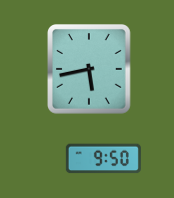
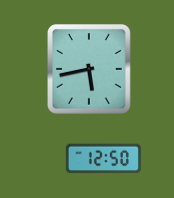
clock at (103, 159): 9:50 -> 12:50
